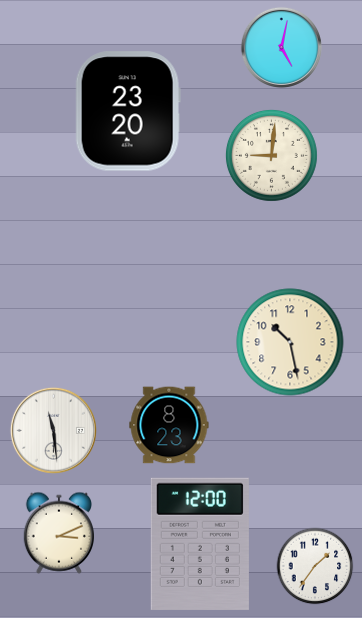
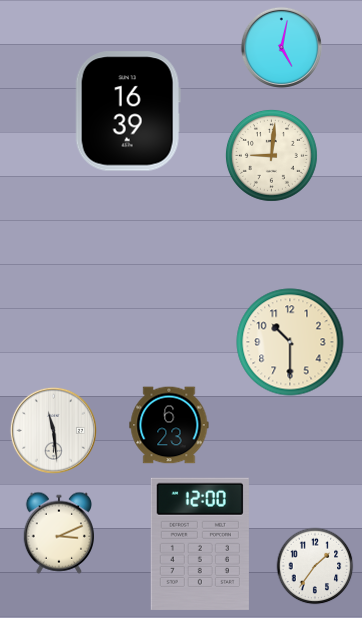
clock at (128, 111): 23:20 -> 16:39
clock at (290, 342): 10:28 -> 10:30
clock at (169, 425): 8:23 -> 6:23
